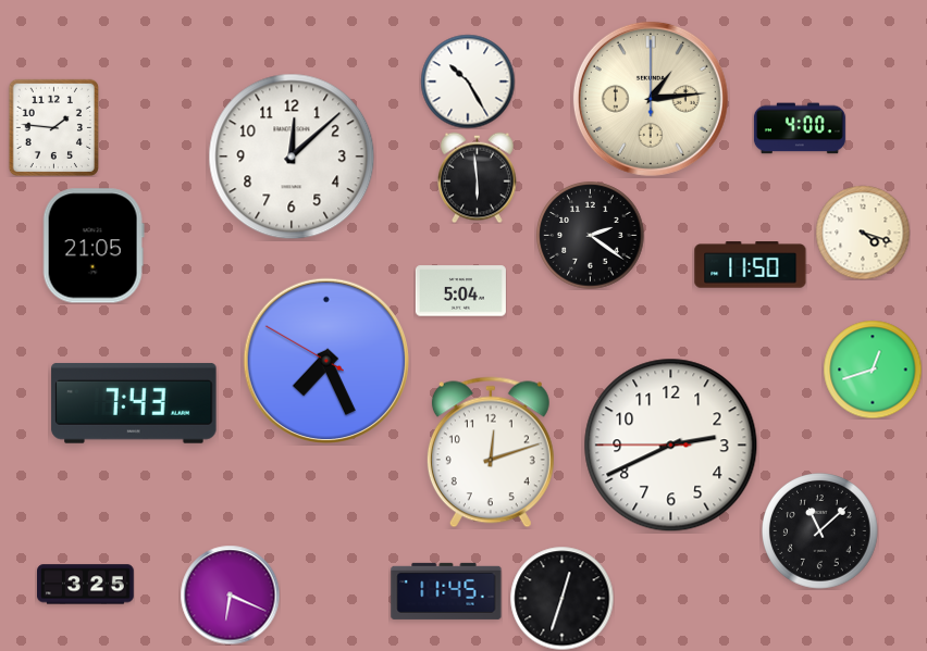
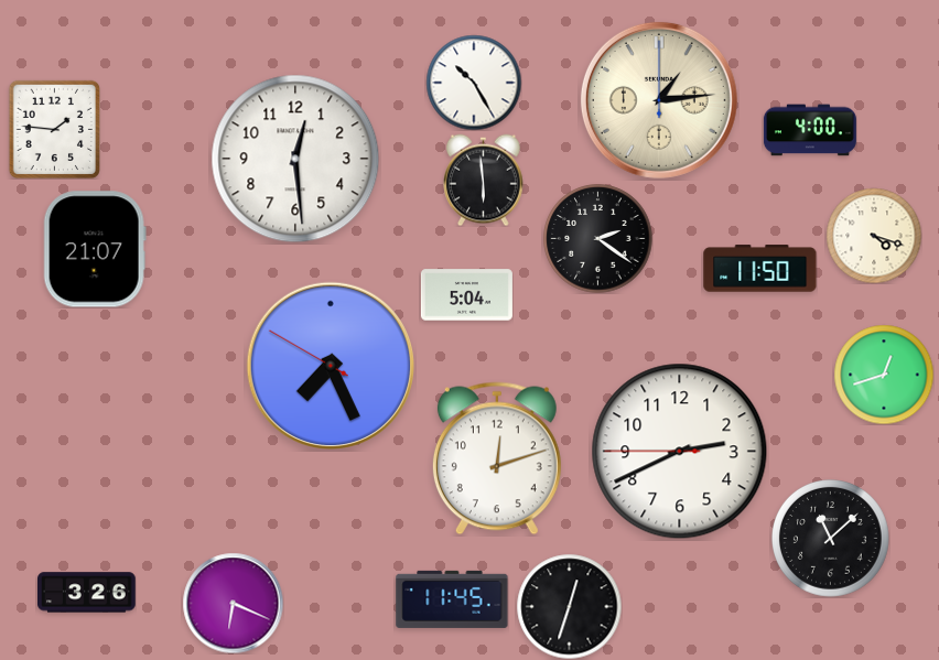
clock at (292, 157): 12:08 -> 12:29
clock at (94, 246): 21:05 -> 21:07
clock at (134, 403): 7:43 -> none
clock at (86, 585): 3:25 -> 3:26
